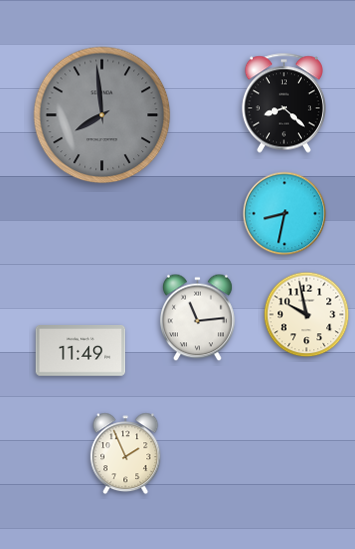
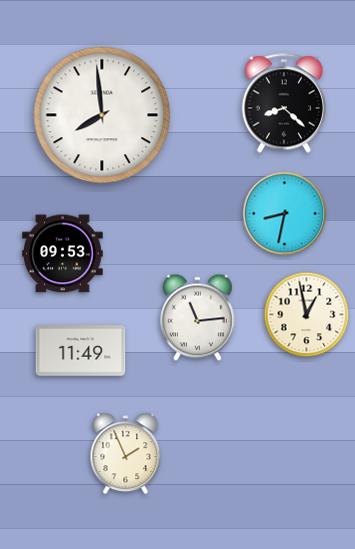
clock at (102, 115) dial: grey -> white
clock at (63, 254): none -> 09:53
clock at (307, 315): 9:58 -> 12:58
